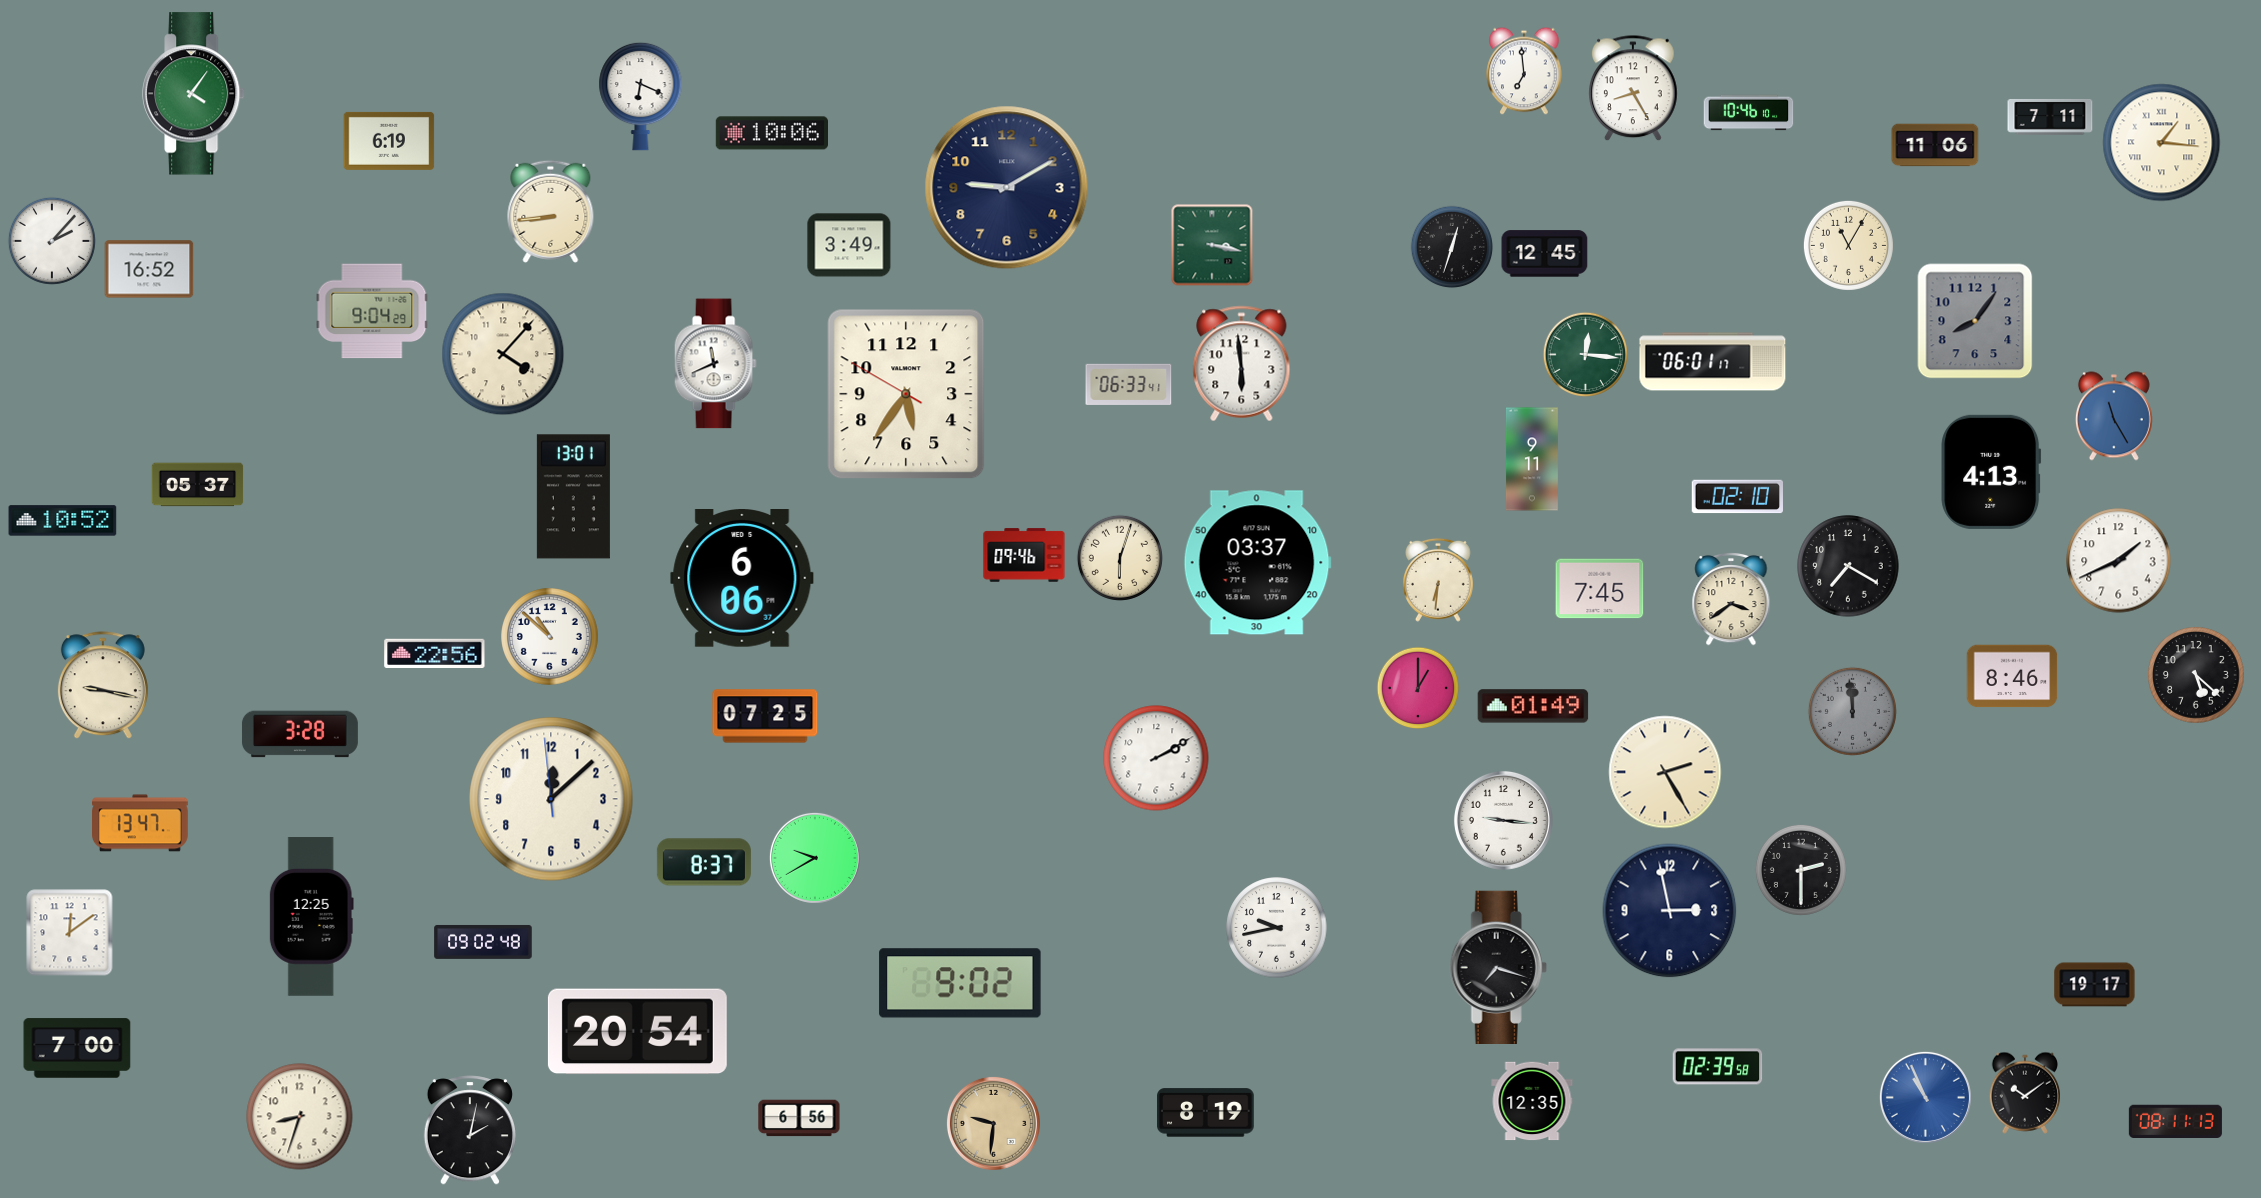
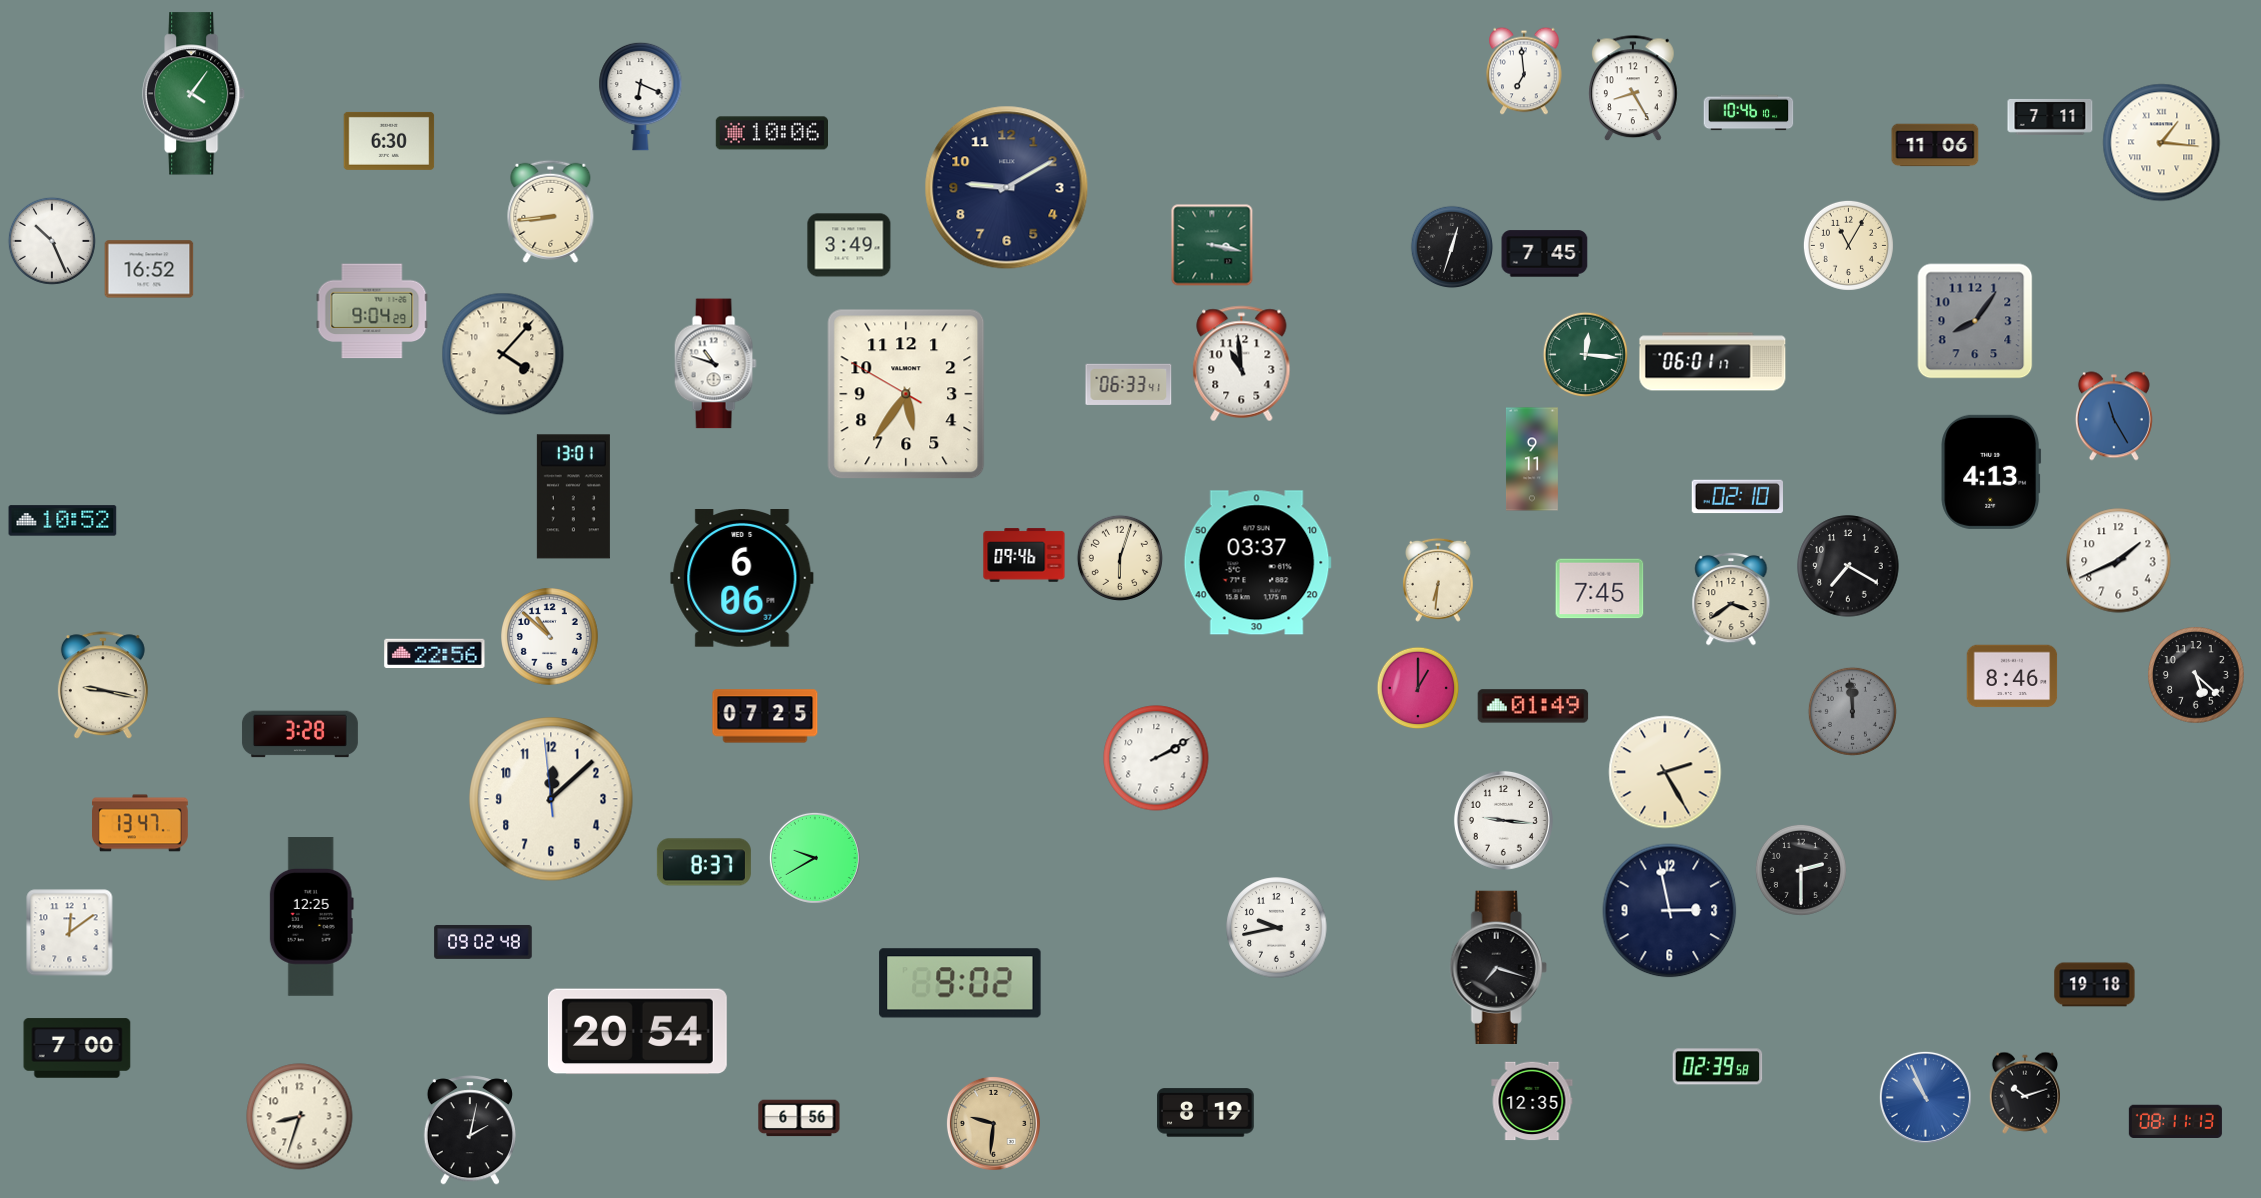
clock at (389, 141): 6:19 -> 6:30
clock at (52, 241): 2:07 -> 10:26
clock at (1545, 254): 12:45 -> 7:45
clock at (715, 364): 11:41 -> 10:48
clock at (1242, 364): 5:59 -> 10:59
clock at (198, 485): 05:37 -> none
clock at (2095, 985): 19:17 -> 19:18
clock at (2024, 1093): 10:09 -> 10:12
